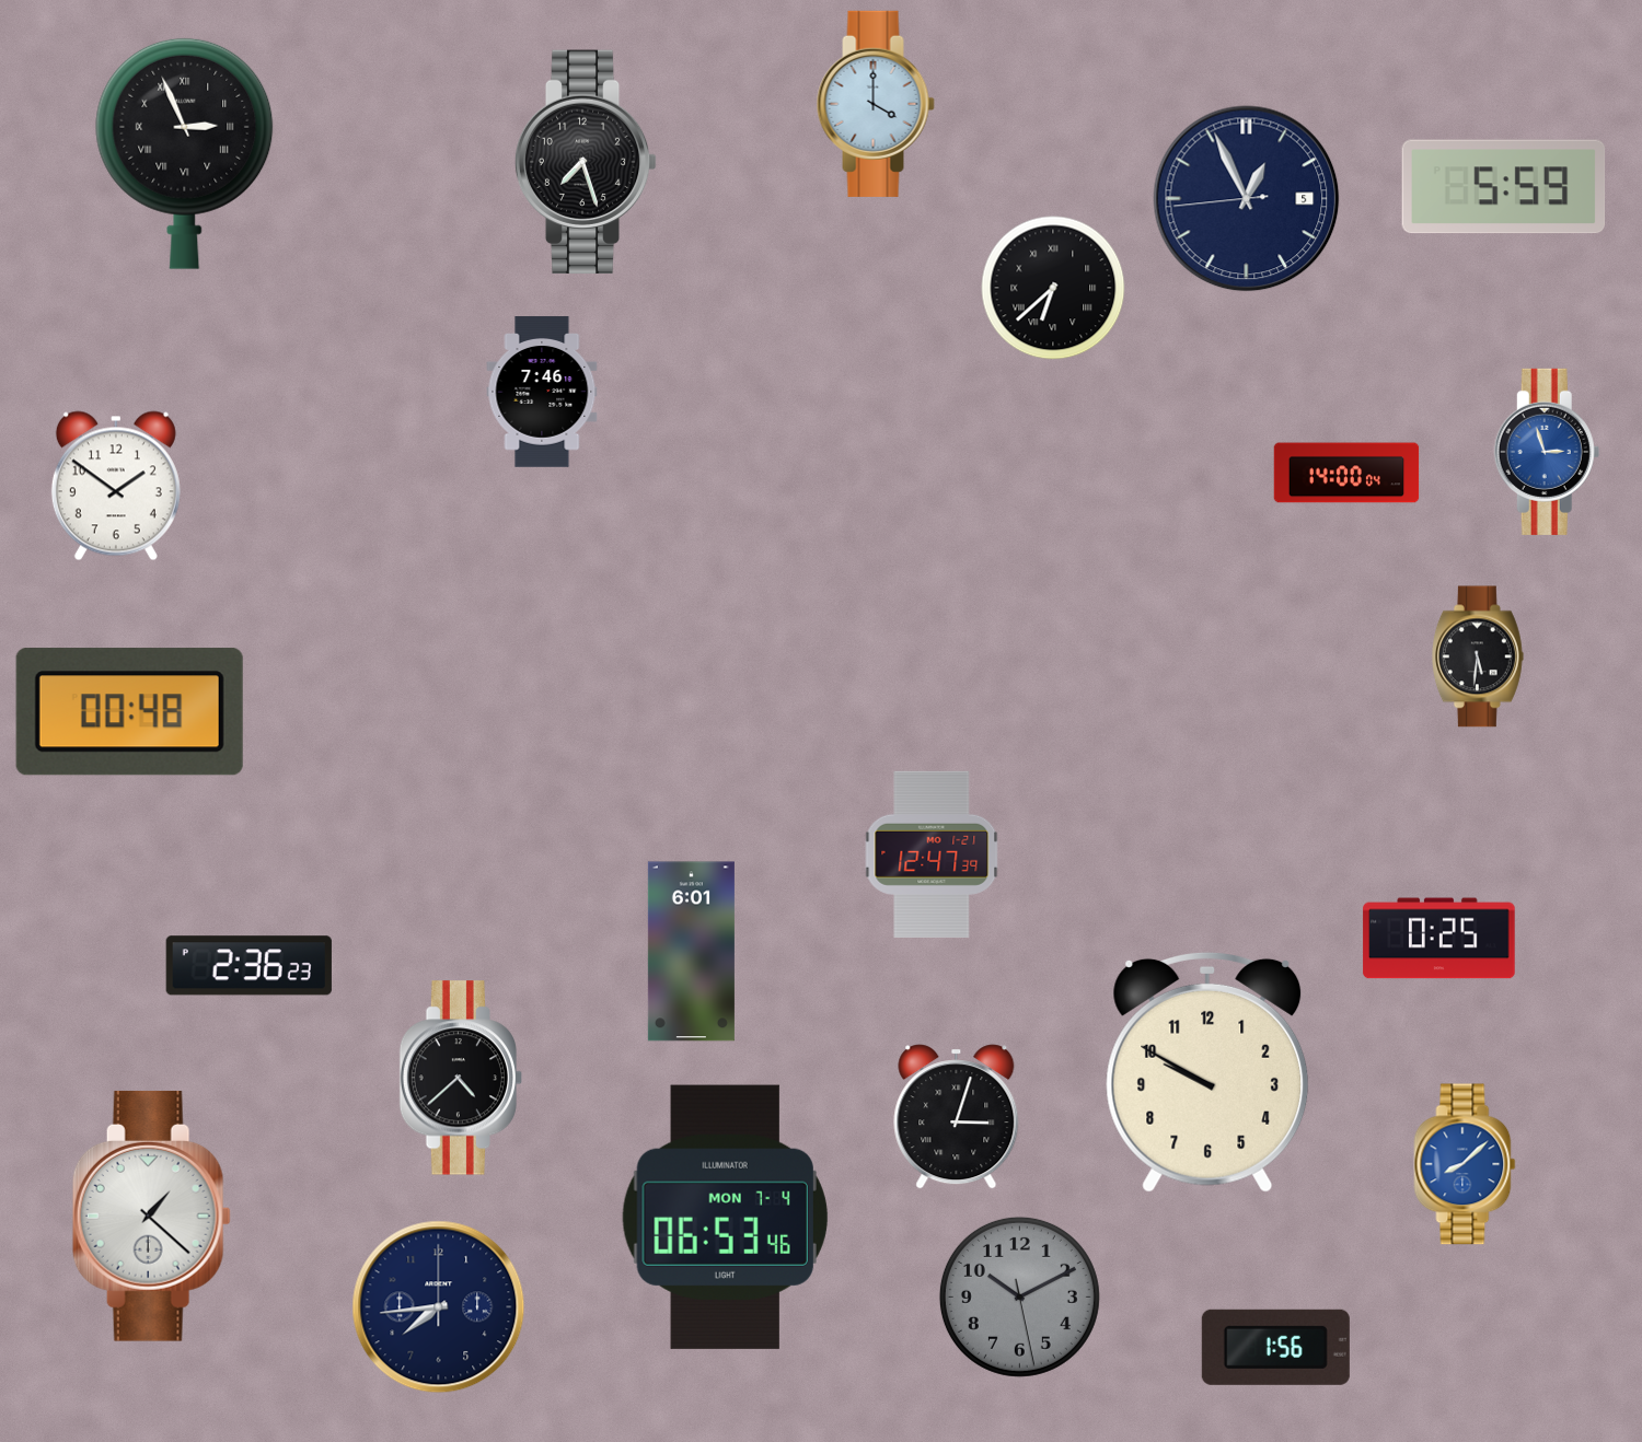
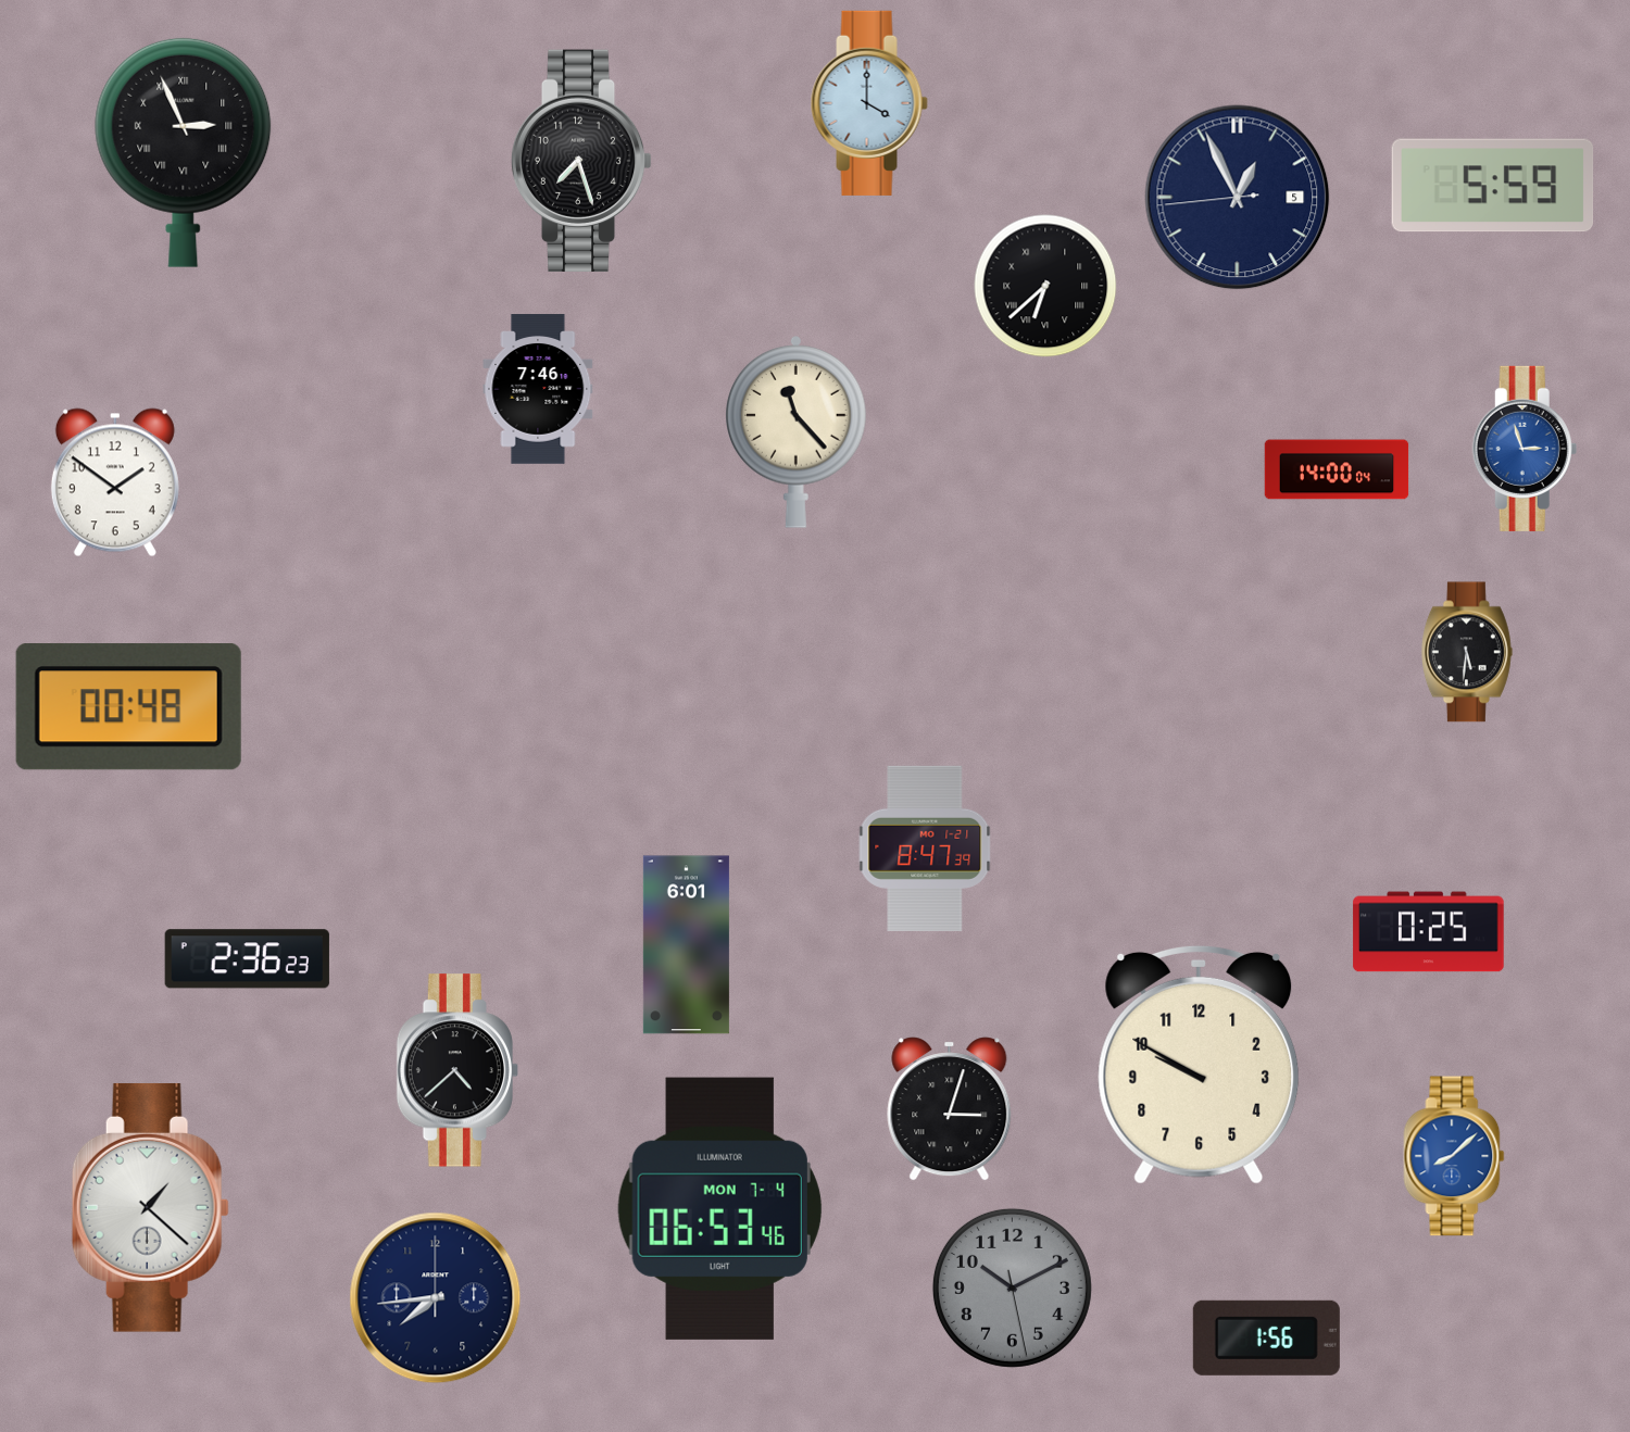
clock at (797, 432): none -> 11:23
clock at (1547, 452) position: (1547, 452) -> (1525, 449)
clock at (932, 854): 12:47 -> 8:47
